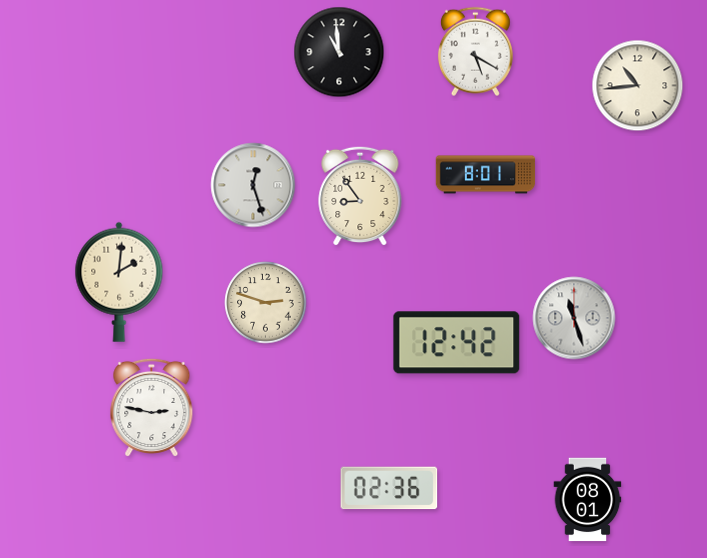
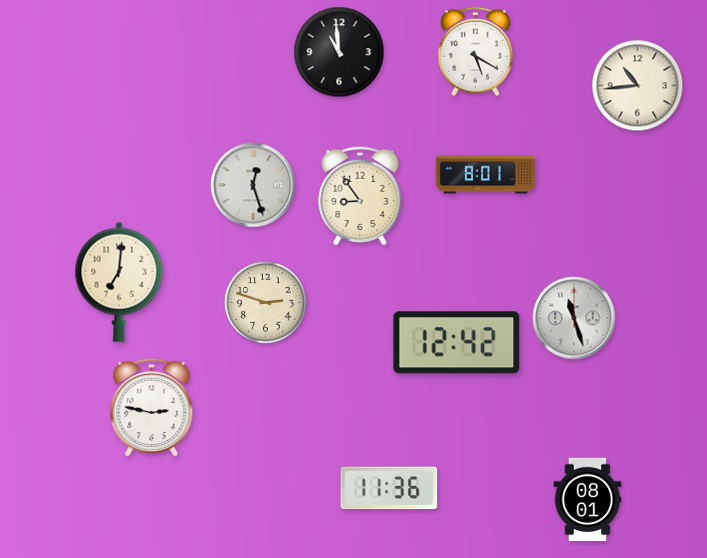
clock at (119, 282): 2:01 -> 7:01
clock at (389, 488): 02:36 -> 11:36
